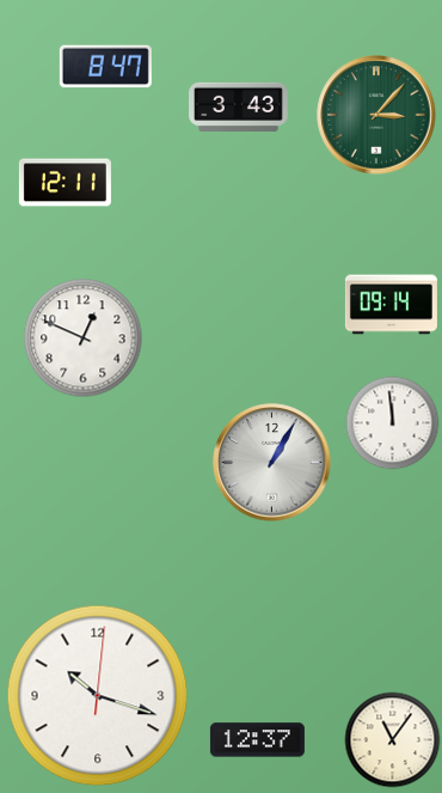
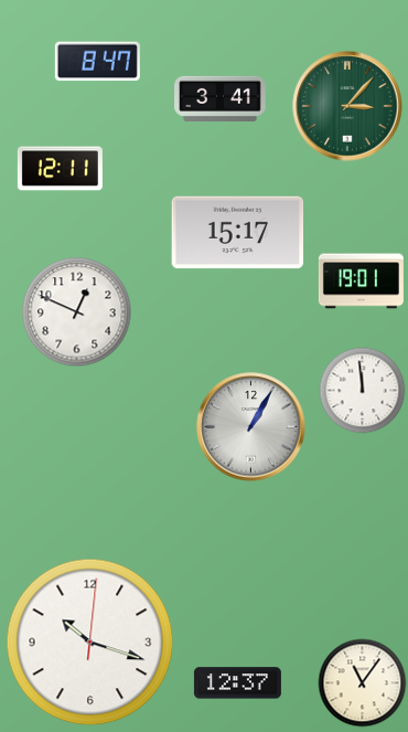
clock at (239, 106): 3:43 -> 3:41
clock at (238, 233): none -> 15:17
clock at (391, 305): 09:14 -> 19:01
